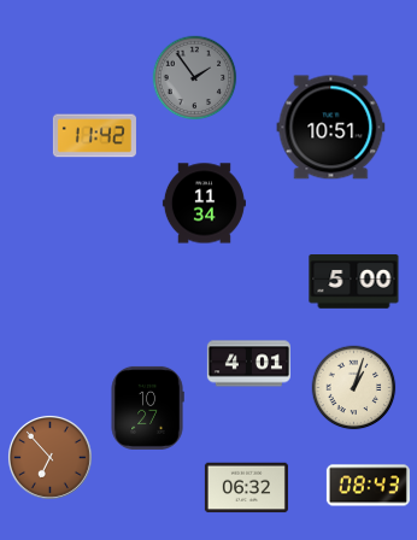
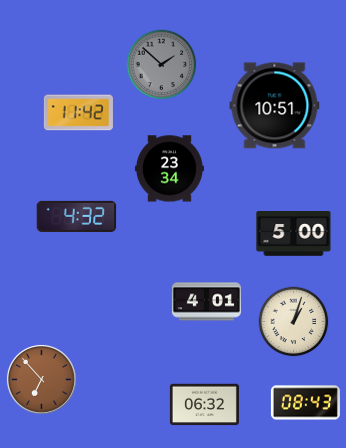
clock at (195, 78): 1:54 -> 1:52
clock at (204, 204): 11:34 -> 23:34
clock at (77, 216): none -> 4:32
clock at (147, 407): 10:27 -> none
